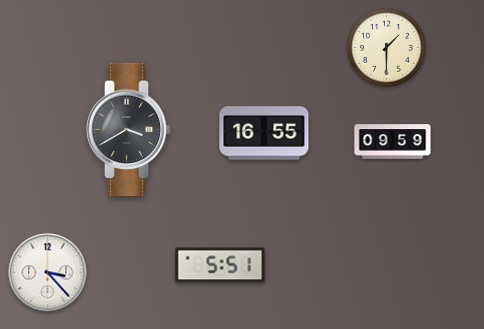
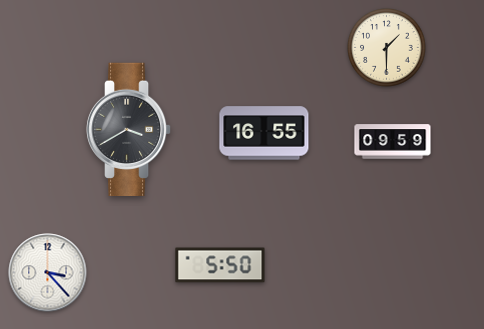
clock at (220, 265): 5:51 -> 5:50
